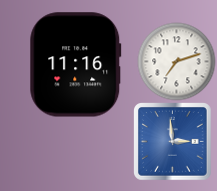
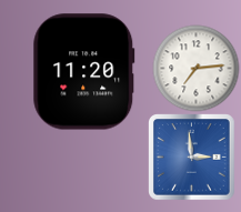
clock at (176, 61): 7:12 -> 7:14
clock at (76, 65): 11:16 -> 11:20
